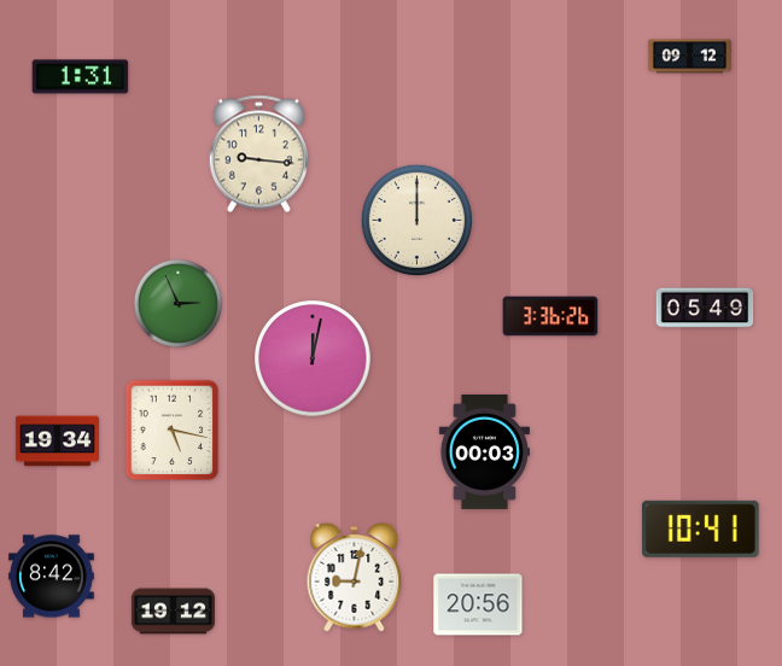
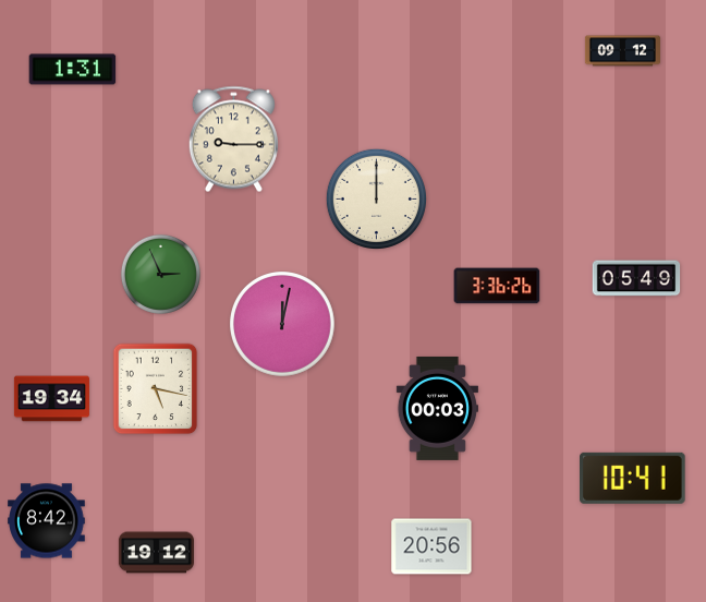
clock at (258, 154): 9:16 -> 9:15
clock at (355, 578): 9:02 -> none
